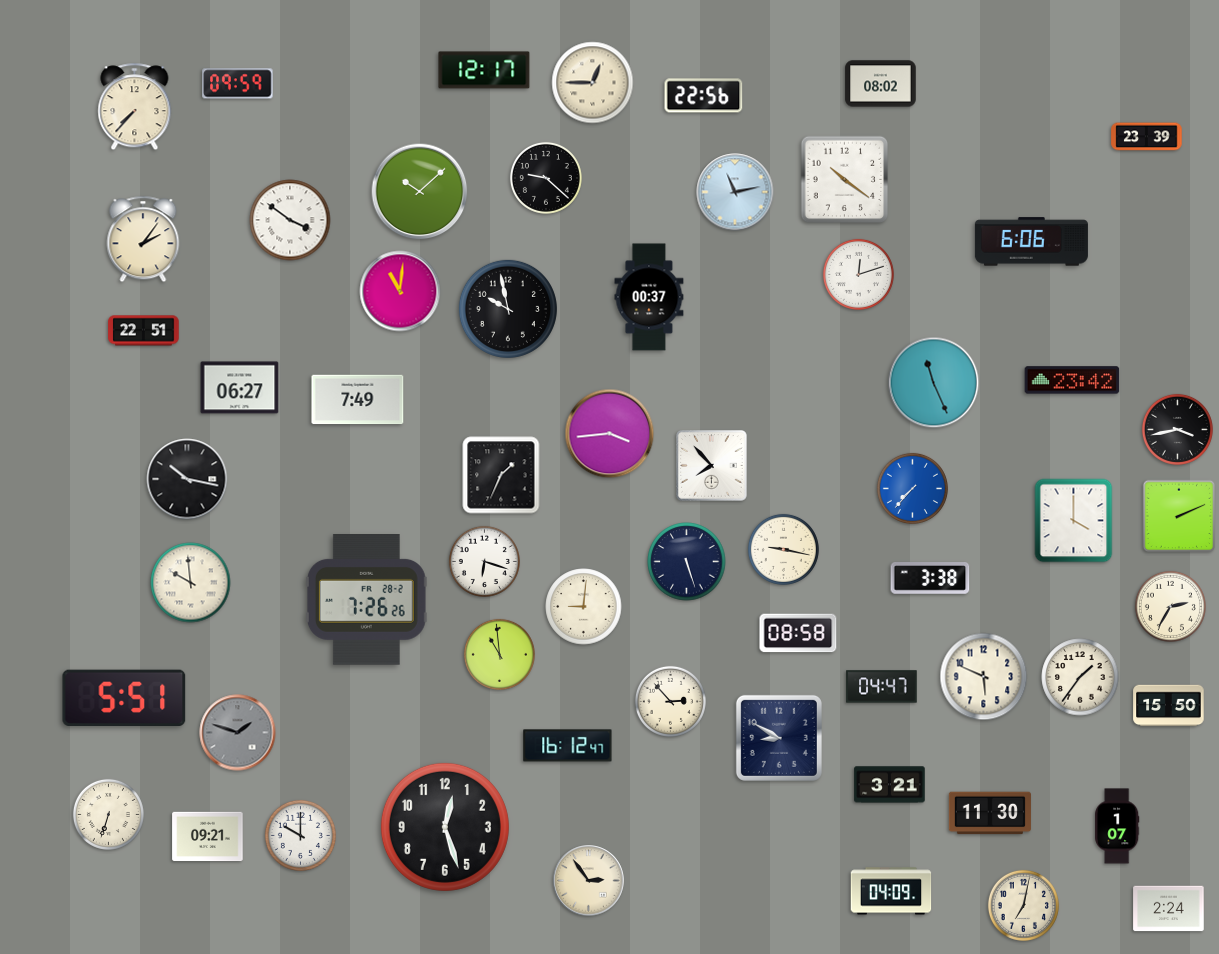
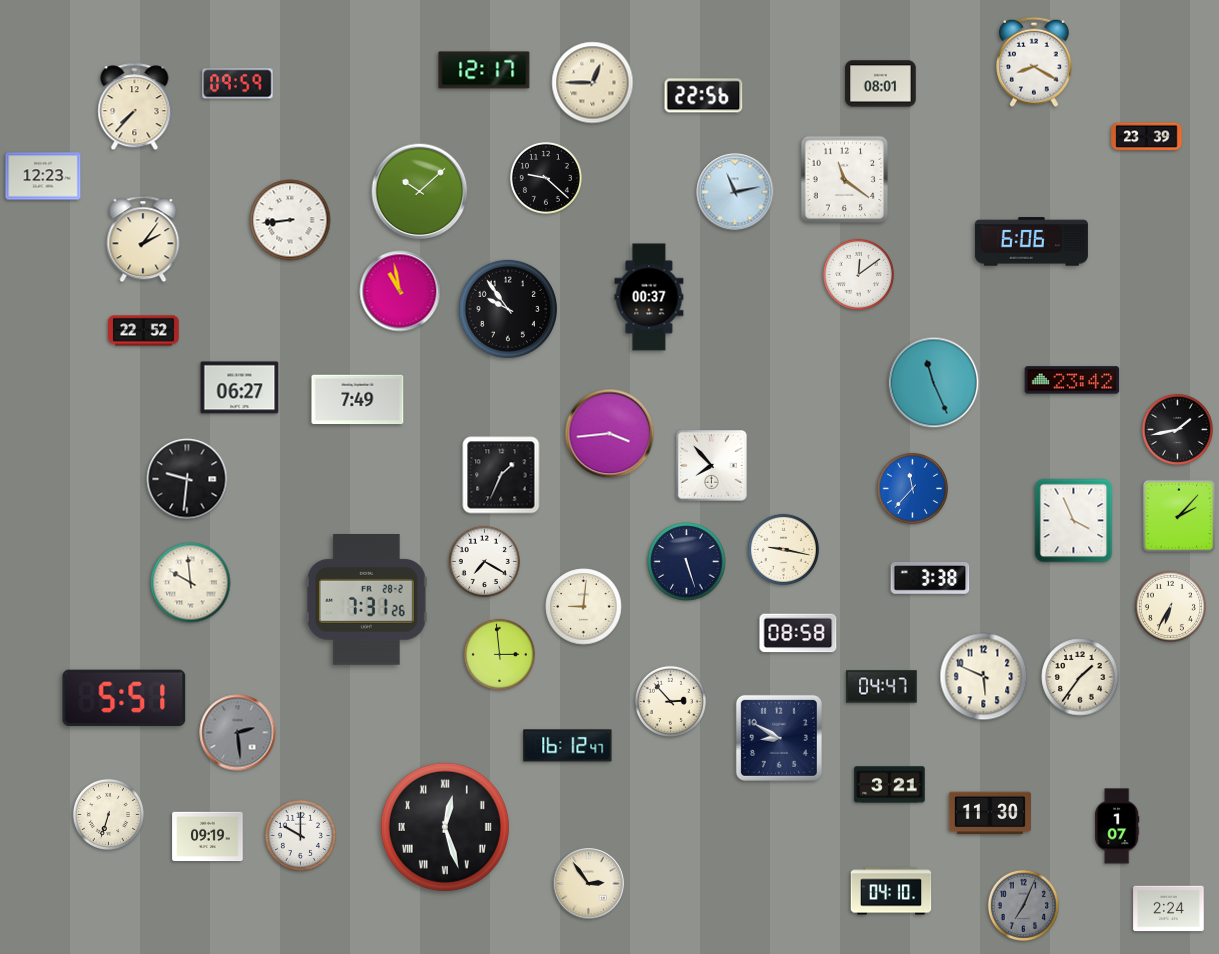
clock at (1034, 62): none -> 8:20
clock at (881, 84): 08:02 -> 08:01
clock at (43, 176): none -> 12:23
clock at (845, 180): 10:21 -> 11:21
clock at (290, 220): 3:51 -> 8:44
clock at (858, 274): 12:12 -> 12:09
clock at (400, 291): 11:01 -> 10:58
clock at (508, 309): 9:58 -> 9:54
clock at (144, 331): 22:51 -> 22:52
clock at (1177, 429): 3:43 -> 1:43
clock at (187, 479): 10:17 -> 9:31
clock at (912, 488): 7:37 -> 11:37
clock at (1179, 516): 2:11 -> 2:07
clock at (1074, 521): 4:00 -> 3:56
clock at (484, 561): 6:18 -> 7:20
clock at (366, 600): 7:26 -> 7:31
clock at (1170, 606): 2:35 -> 6:35
clock at (499, 654): 10:59 -> 2:59
clock at (1169, 706): 15:50 -> none
clock at (238, 733): 1:48 -> 2:29
clock at (445, 827) numerals: Arabic -> Roman
clock at (208, 837): 09:21 -> 09:19
clock at (589, 881) position: (589, 881) -> (589, 884)
clock at (891, 891): 04:09 -> 04:10
clock at (1023, 905): 7:02 -> 7:04
clock at (1023, 905) dial: cream -> grey
